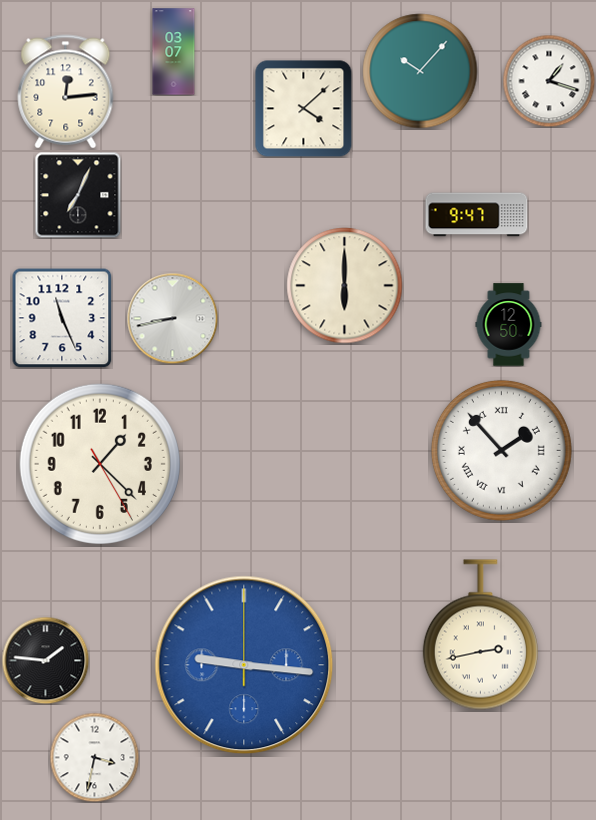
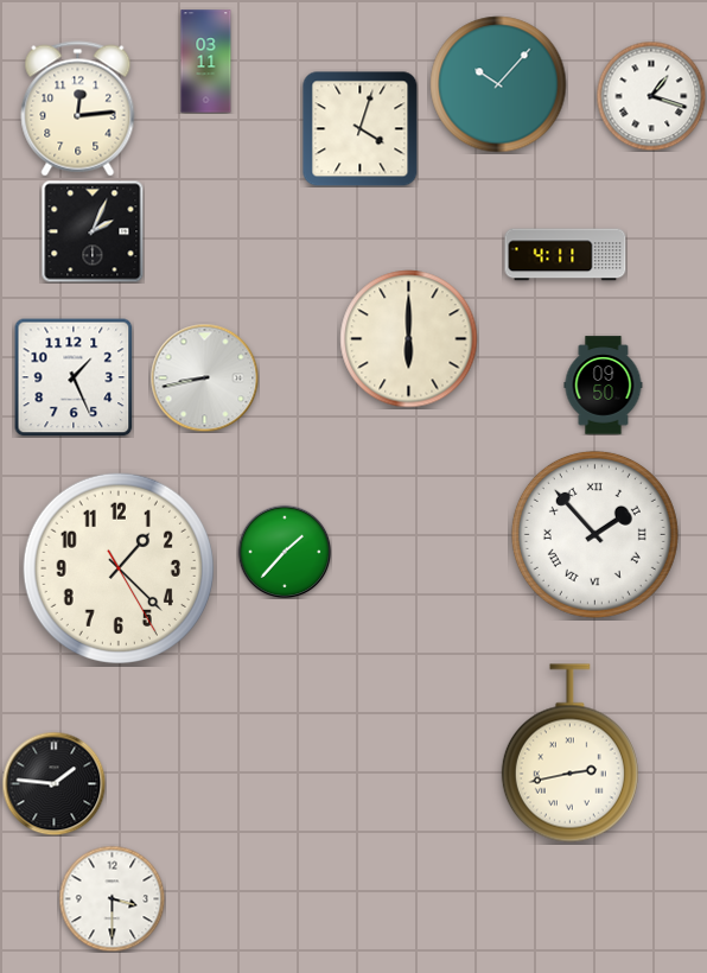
clock at (174, 52): 03:07 -> 03:11
clock at (304, 109): 4:08 -> 4:03
clock at (78, 195): 7:04 -> 2:04
clock at (477, 215): 9:47 -> 4:11
clock at (62, 318): 11:26 -> 1:26
clock at (509, 325): 12:50 -> 09:50
clock at (100, 464) position: (100, 464) -> (119, 568)
clock at (285, 552): none -> 1:37
clock at (244, 665): 9:16 -> none
clock at (94, 757): 3:32 -> 3:30
